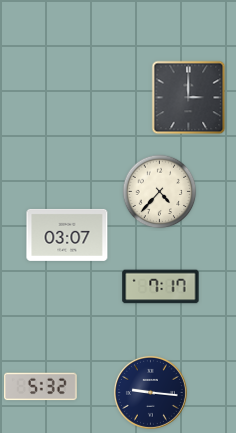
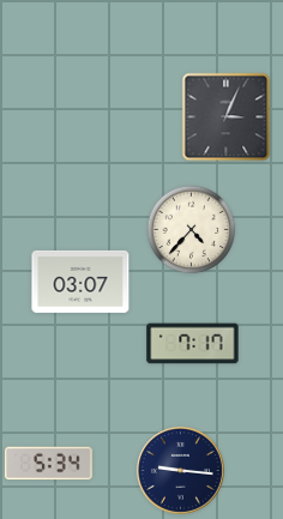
clock at (189, 98): 3:00 -> 3:04
clock at (41, 387): 5:32 -> 5:34
